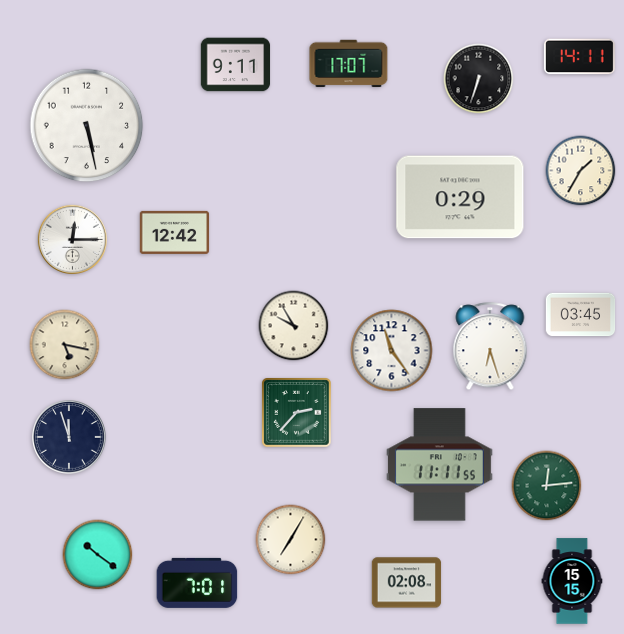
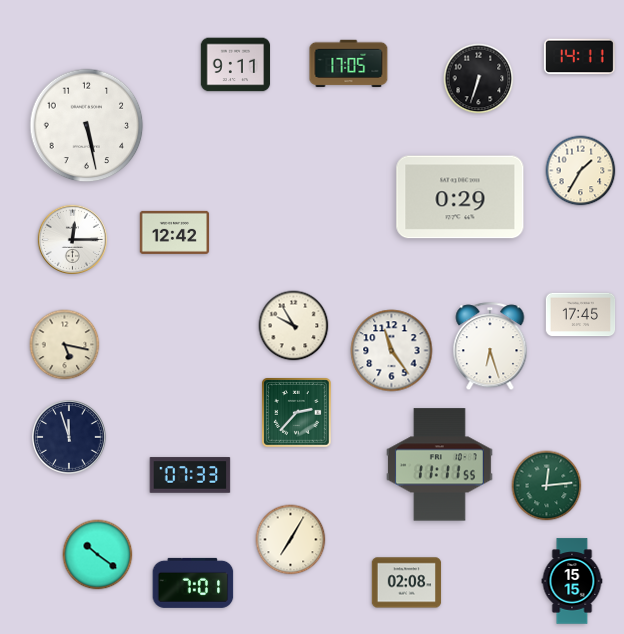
clock at (349, 64): 17:07 -> 17:05
clock at (581, 315): 03:45 -> 17:45
clock at (190, 475): none -> 07:33
clock at (197, 583) position: (197, 583) -> (193, 583)
